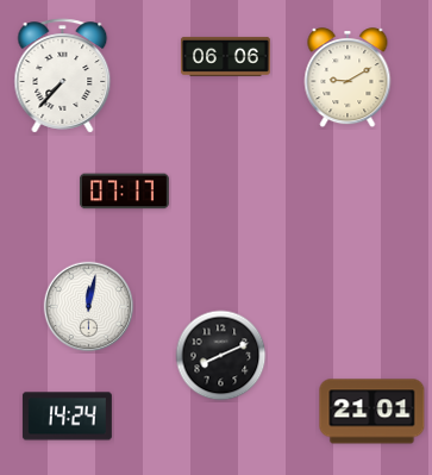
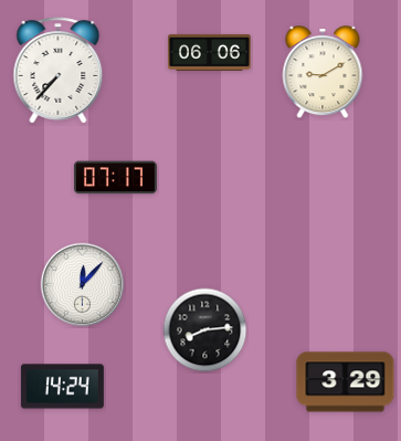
clock at (89, 307): 12:02 -> 12:07
clock at (221, 356): 8:11 -> 8:14
clock at (372, 412): 21:01 -> 3:29
